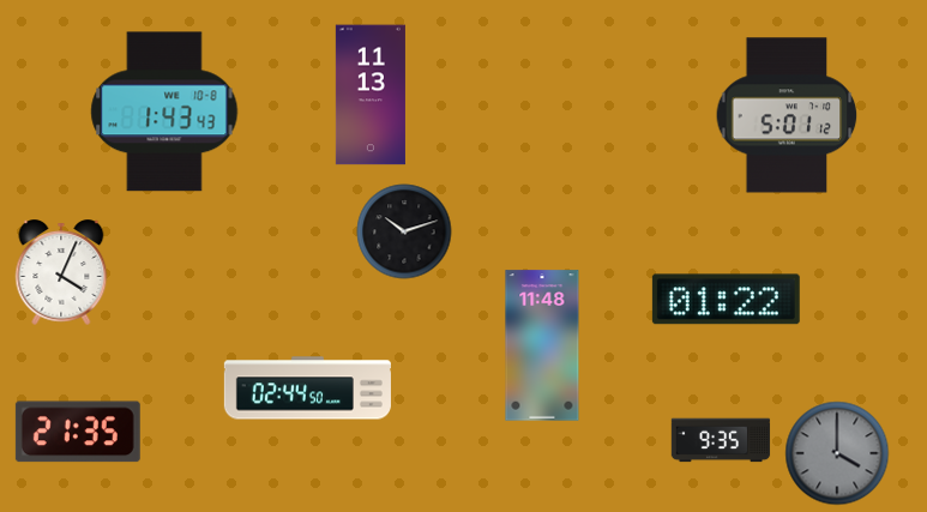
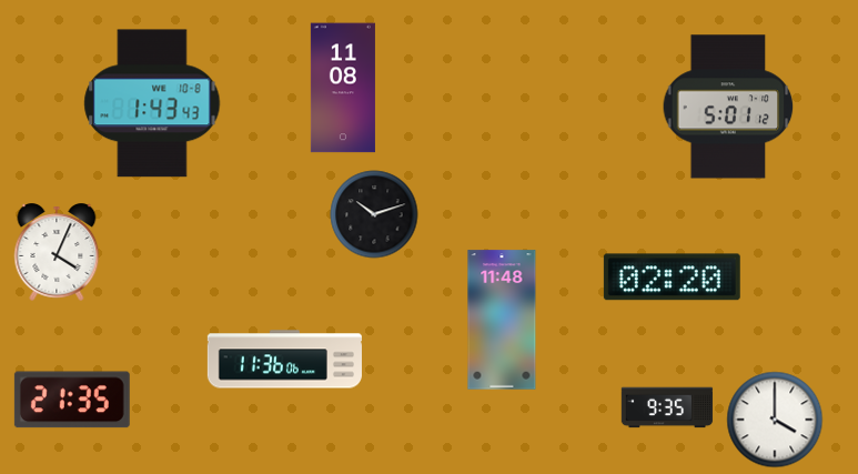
clock at (371, 95): 11:13 -> 11:08
clock at (726, 300): 01:22 -> 02:20
clock at (307, 388): 02:44 -> 11:36
clock at (837, 453) dial: grey -> white
